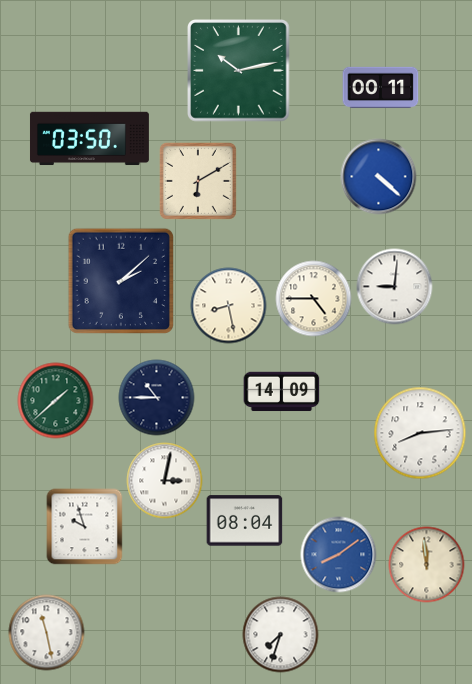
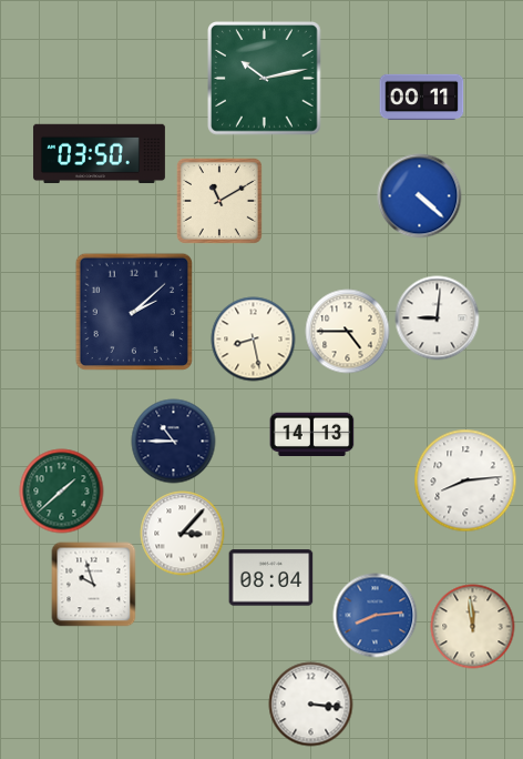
clock at (198, 181): 6:10 -> 11:10
clock at (282, 392): 14:09 -> 14:13
clock at (56, 401) position: (56, 401) -> (62, 492)
clock at (165, 481): 3:02 -> 3:07
clock at (339, 555): 8:09 -> 8:14
clock at (47, 633): 11:28 -> none
clock at (281, 635): 7:33 -> 3:16
